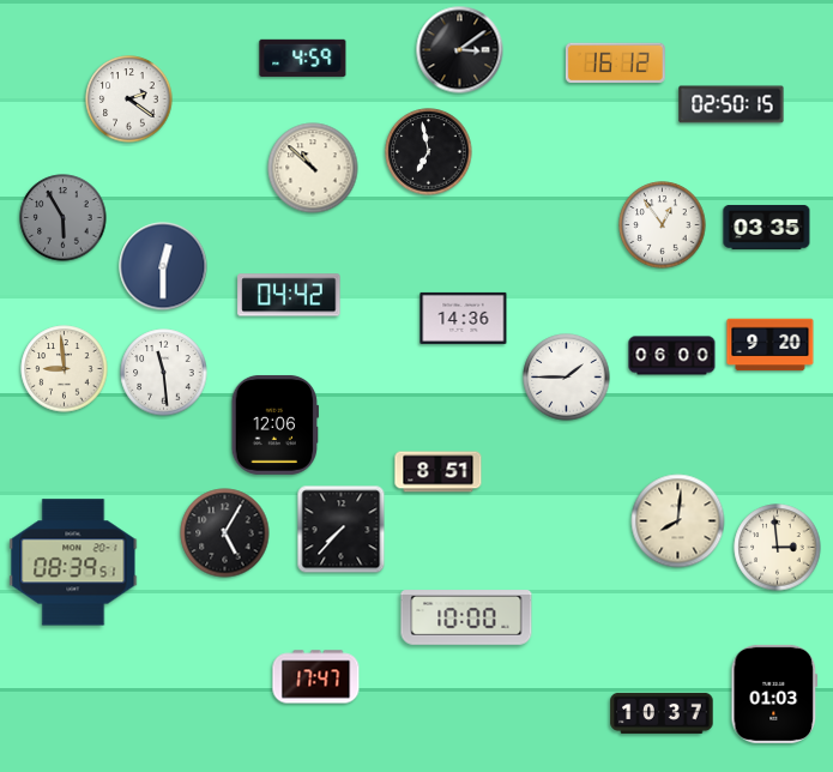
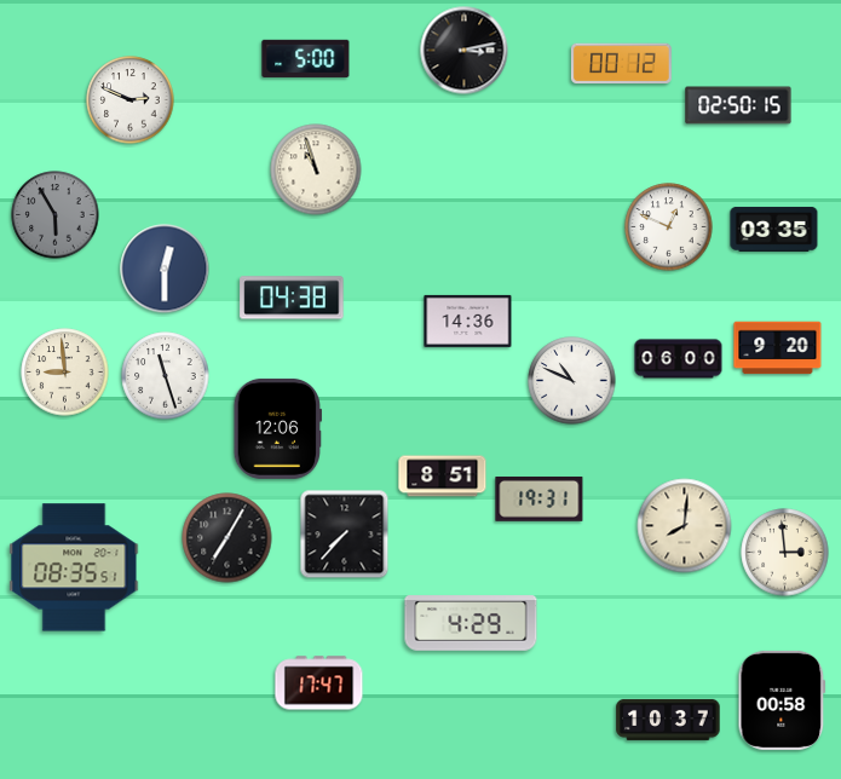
clock at (460, 50): 3:09 -> 3:13
clock at (303, 58): 4:59 -> 5:00
clock at (615, 62): 16:12 -> 00:12
clock at (129, 99): 2:21 -> 2:49
clock at (429, 152): 6:58 -> none
clock at (313, 168): 10:52 -> 10:57
clock at (64, 218) position: (64, 218) -> (56, 215)
clock at (663, 225): 12:54 -> 12:49
clock at (289, 295): 04:42 -> 04:38
clock at (164, 373): 11:29 -> 11:27
clock at (567, 378): 1:45 -> 10:49
clock at (540, 500): none -> 19:31
clock at (225, 533): 5:05 -> 7:05
clock at (73, 562): 08:39 -> 08:35
clock at (466, 617): 10:00 -> 4:29
clock at (774, 694): 01:03 -> 00:58
